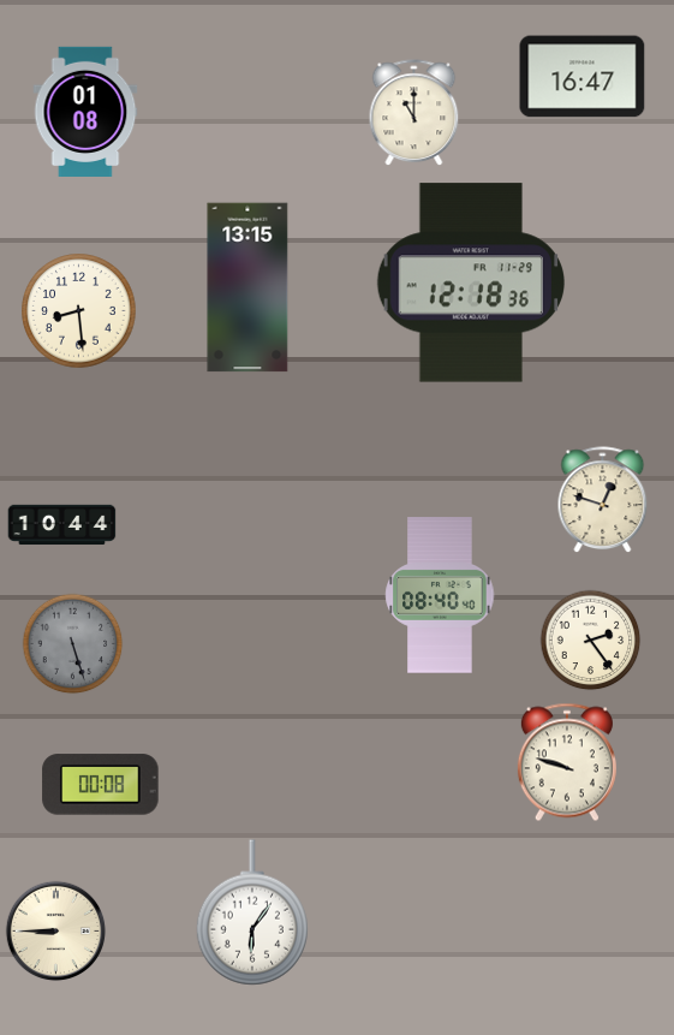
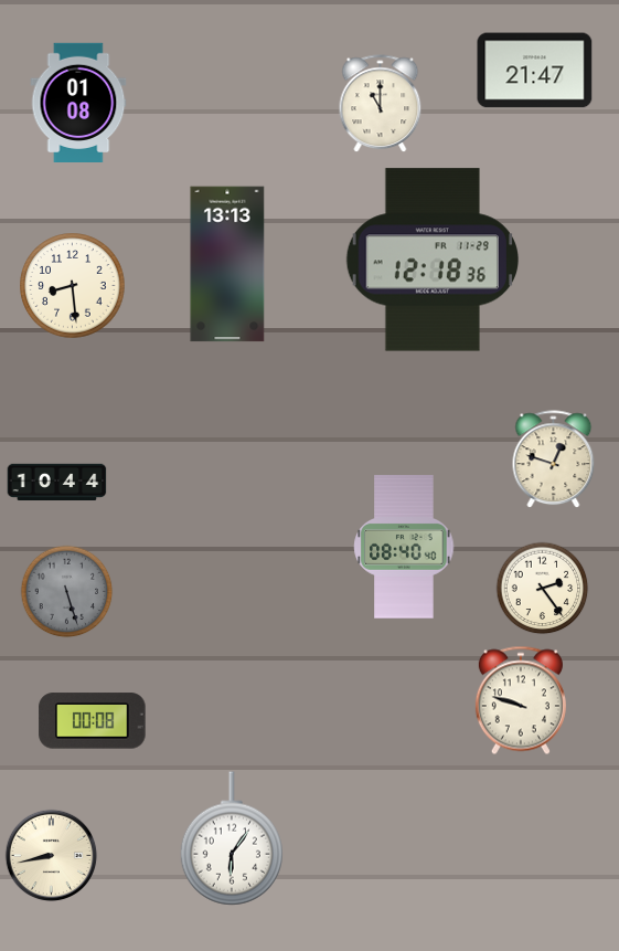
clock at (583, 77): 16:47 -> 21:47
clock at (247, 287): 13:15 -> 13:13
clock at (56, 932): 8:45 -> 8:43
